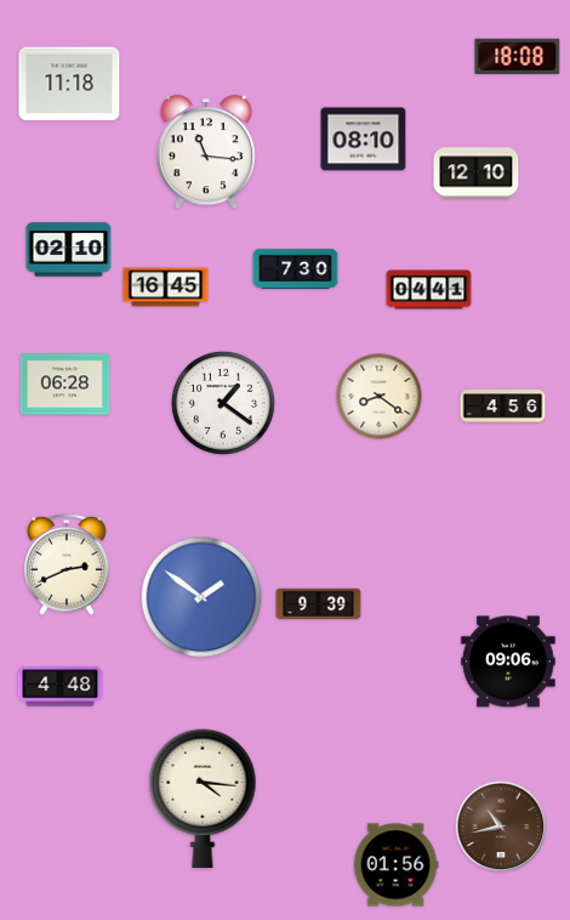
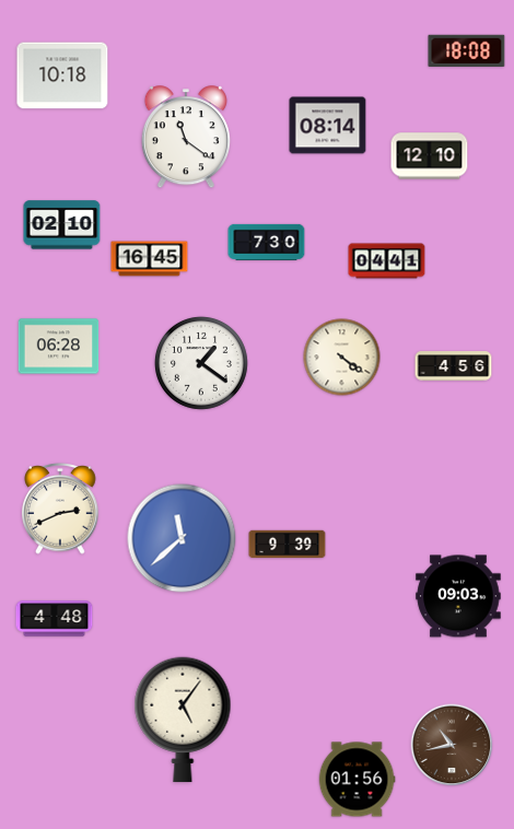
clock at (69, 84): 11:18 -> 10:18
clock at (364, 140): 08:10 -> 08:14
clock at (206, 153): 11:16 -> 11:21
clock at (380, 397): 8:21 -> 4:21
clock at (201, 597): 1:51 -> 11:38
clock at (508, 661): 09:06 -> 09:03
clock at (203, 799): 4:16 -> 5:06
